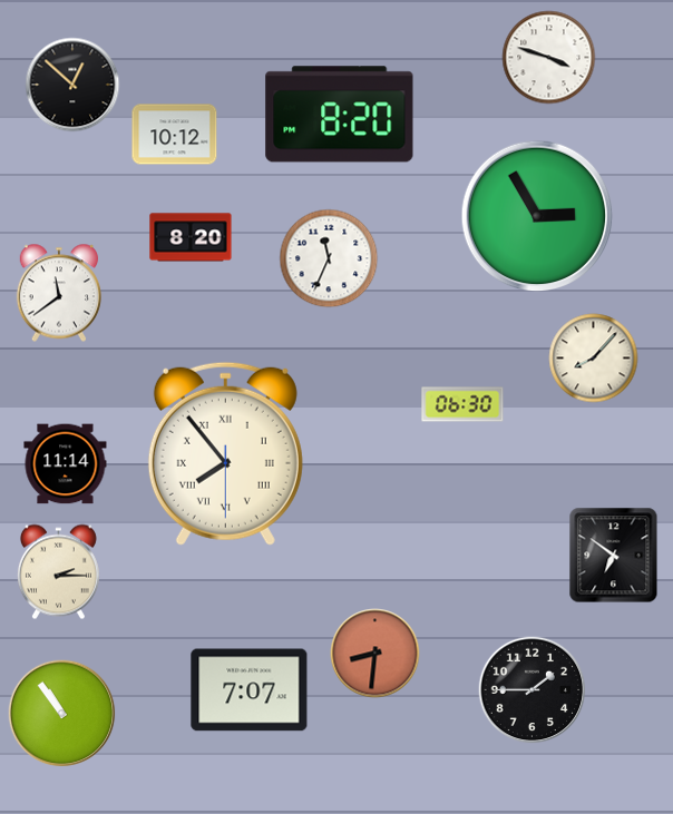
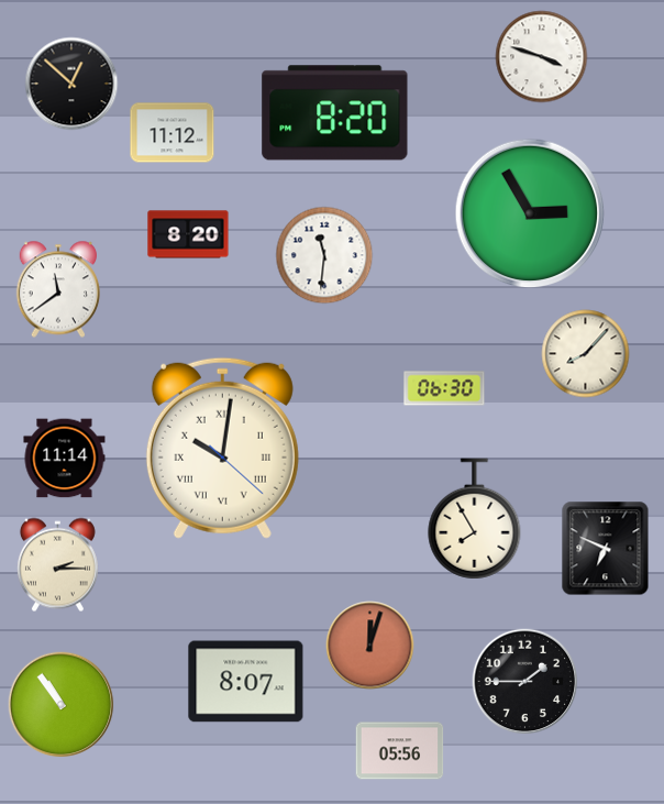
clock at (175, 135): 10:12 -> 11:12
clock at (329, 258): 11:34 -> 11:31
clock at (462, 404) position: (462, 404) -> (444, 388)
clock at (225, 453): 7:53 -> 10:01
clock at (475, 519): none -> 7:55
clock at (614, 556): 6:51 -> 6:49
clock at (375, 654): 8:31 -> 12:03
clock at (250, 690): 7:07 -> 8:07
clock at (400, 751): none -> 05:56
